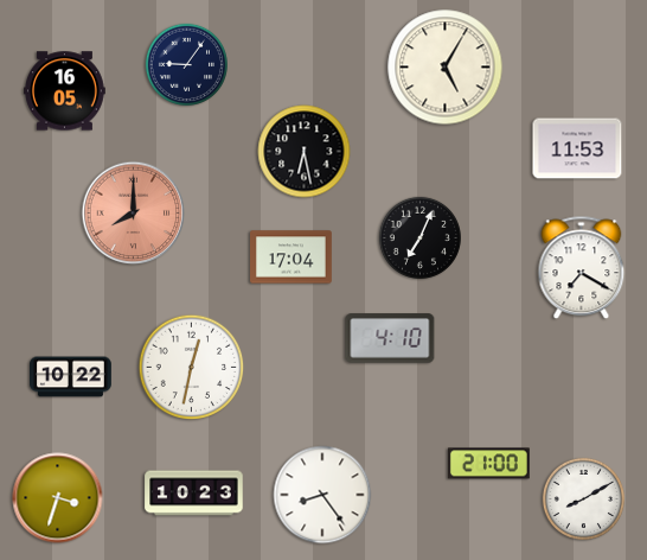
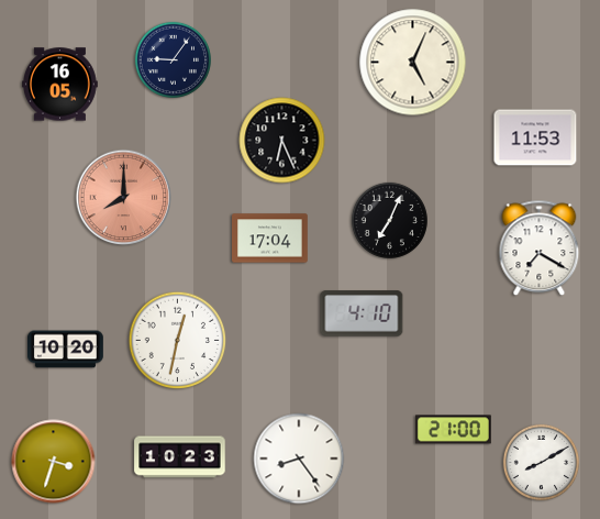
clock at (446, 68): 5:05 -> 5:04
clock at (305, 152): 6:28 -> 6:26
clock at (71, 377): 10:22 -> 10:20
